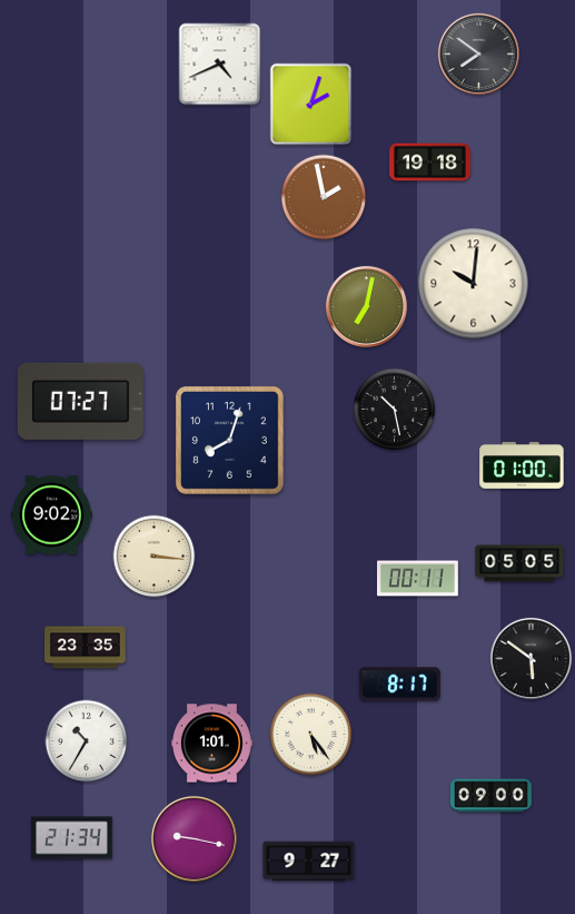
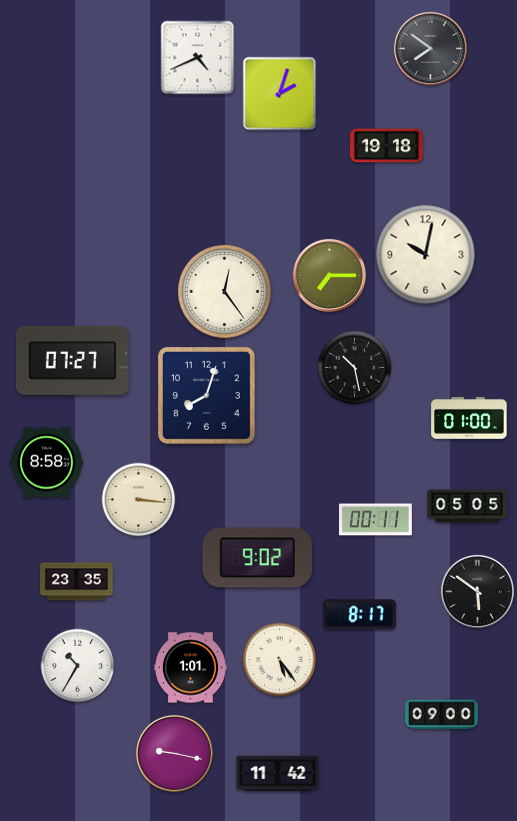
clock at (324, 197): 1:58 -> none
clock at (474, 284): 10:01 -> 10:02
clock at (366, 306): 7:02 -> 7:15
clock at (225, 292): none -> 12:24
clock at (52, 515): 9:02 -> 8:58
clock at (257, 558): none -> 9:02
clock at (72, 838): 21:34 -> none
clock at (309, 862): 9:27 -> 11:42
